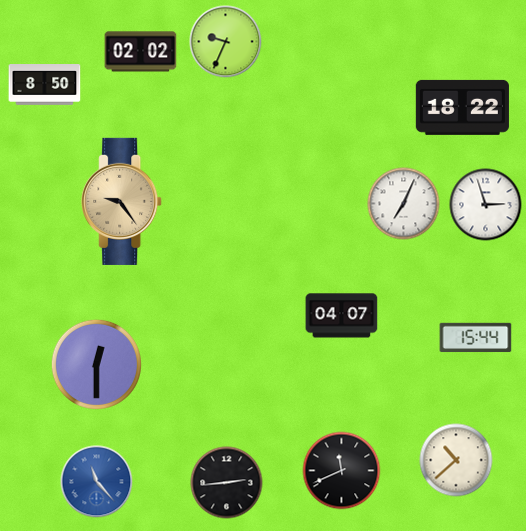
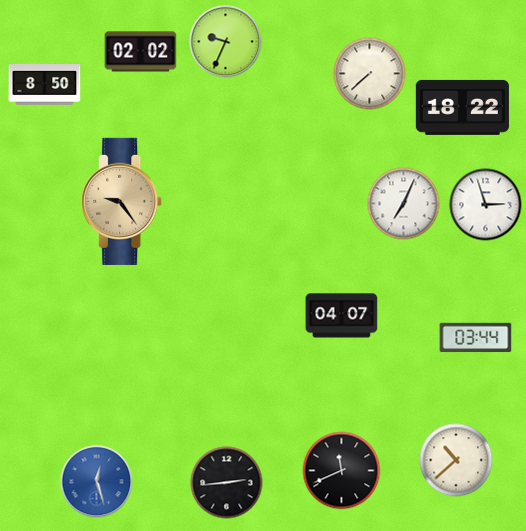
clock at (370, 74): none -> 7:38
clock at (476, 338): 15:44 -> 03:44
clock at (96, 364): 12:30 -> none
clock at (97, 482): 11:23 -> 12:27
